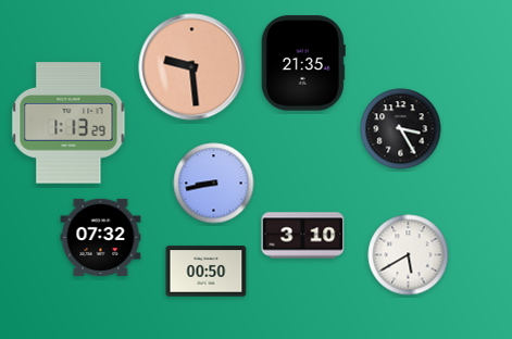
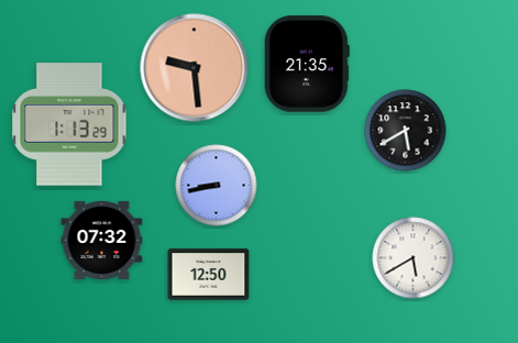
clock at (401, 129): 3:25 -> 5:40
clock at (303, 236): 3:10 -> none
clock at (207, 272): 00:50 -> 12:50
